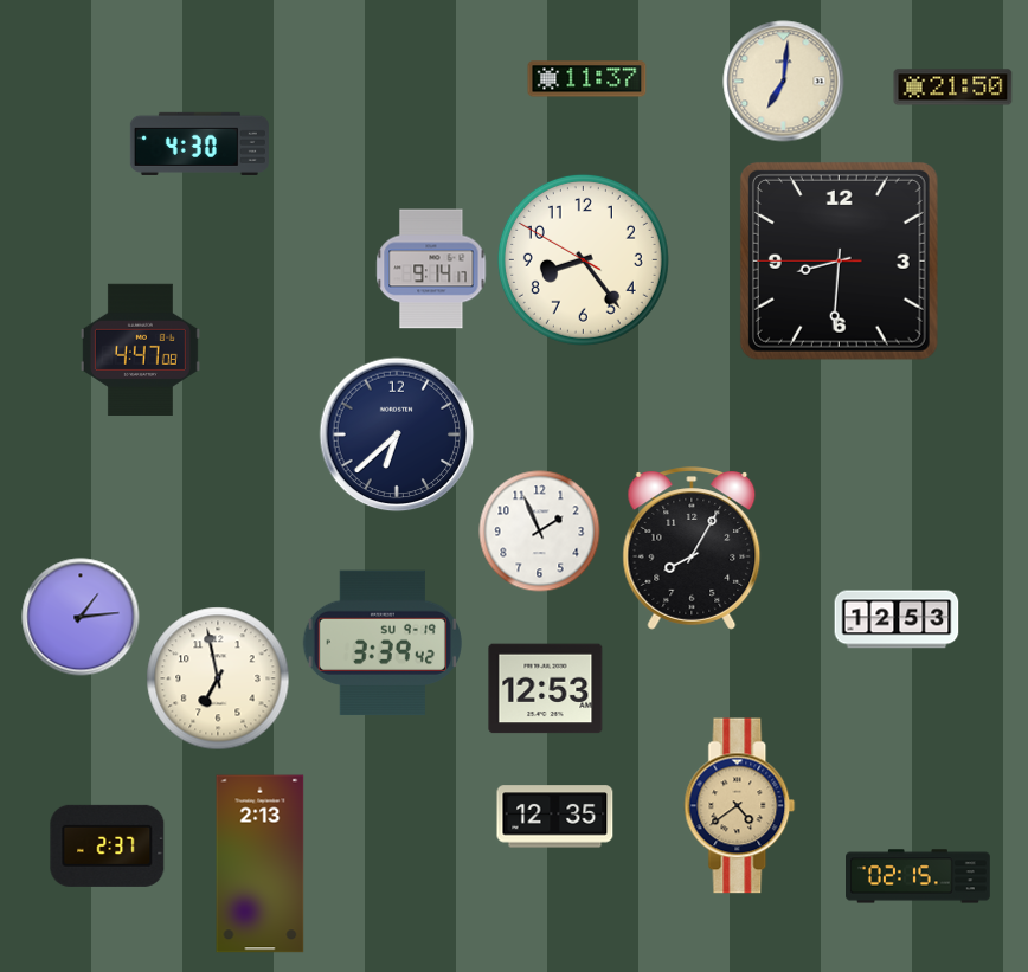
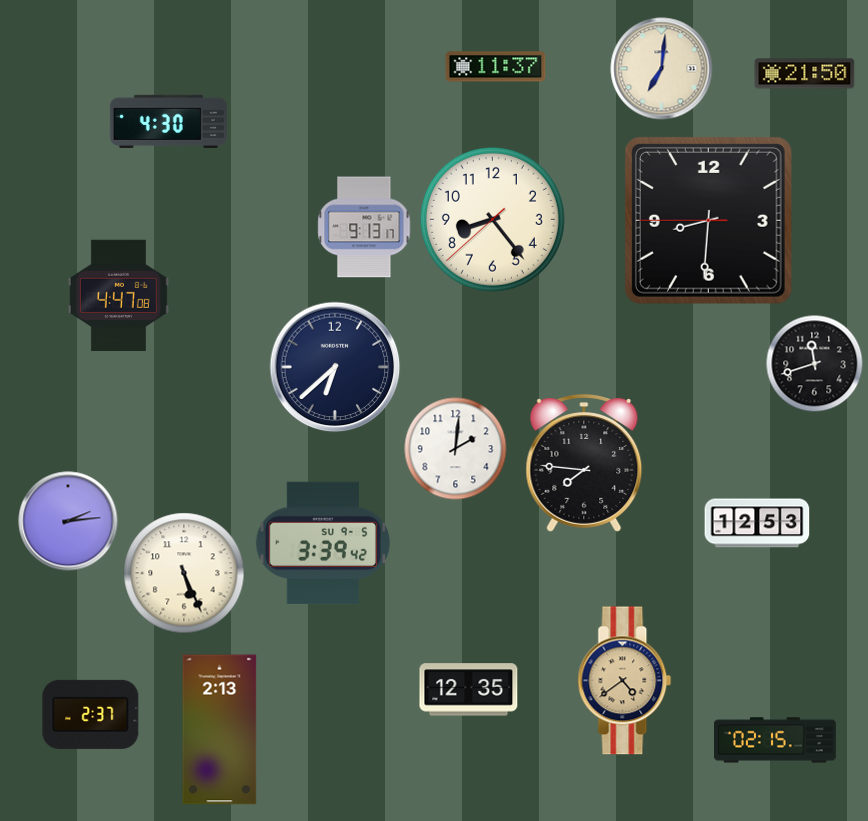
clock at (583, 259): 8:23:50 -> 8:23:38
clock at (431, 269): 9:14 -> 9:13
clock at (814, 363): none -> 11:42
clock at (540, 532): 1:56 -> 2:01
clock at (692, 548): 8:05 -> 7:46
clock at (81, 617): 1:14 -> 2:14
clock at (383, 643) date: SU 9-19 -> SU 9-5
clock at (218, 678): 6:58 -> 5:26
clock at (546, 689): 12:53 -> none
